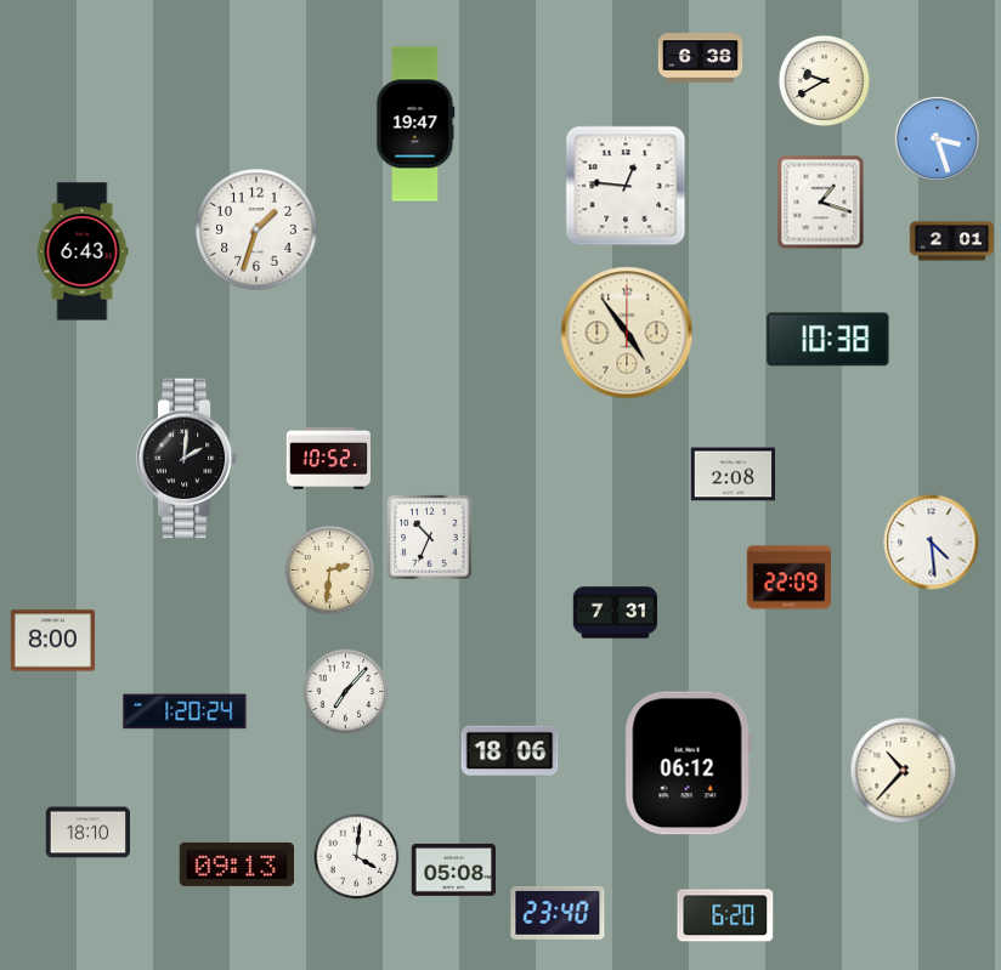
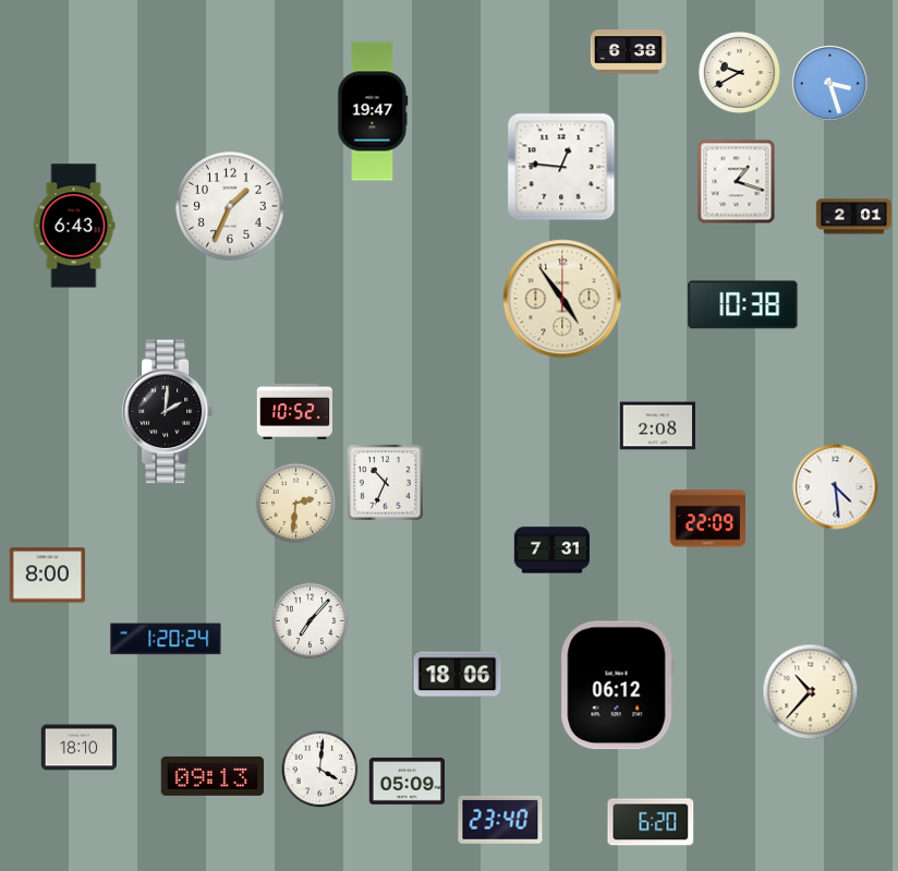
clock at (937, 138) position: (937, 138) -> (829, 83)
clock at (256, 229): 1:33 -> 1:34
clock at (329, 569) position: (329, 569) -> (295, 503)
clock at (454, 869): 05:08 -> 05:09
